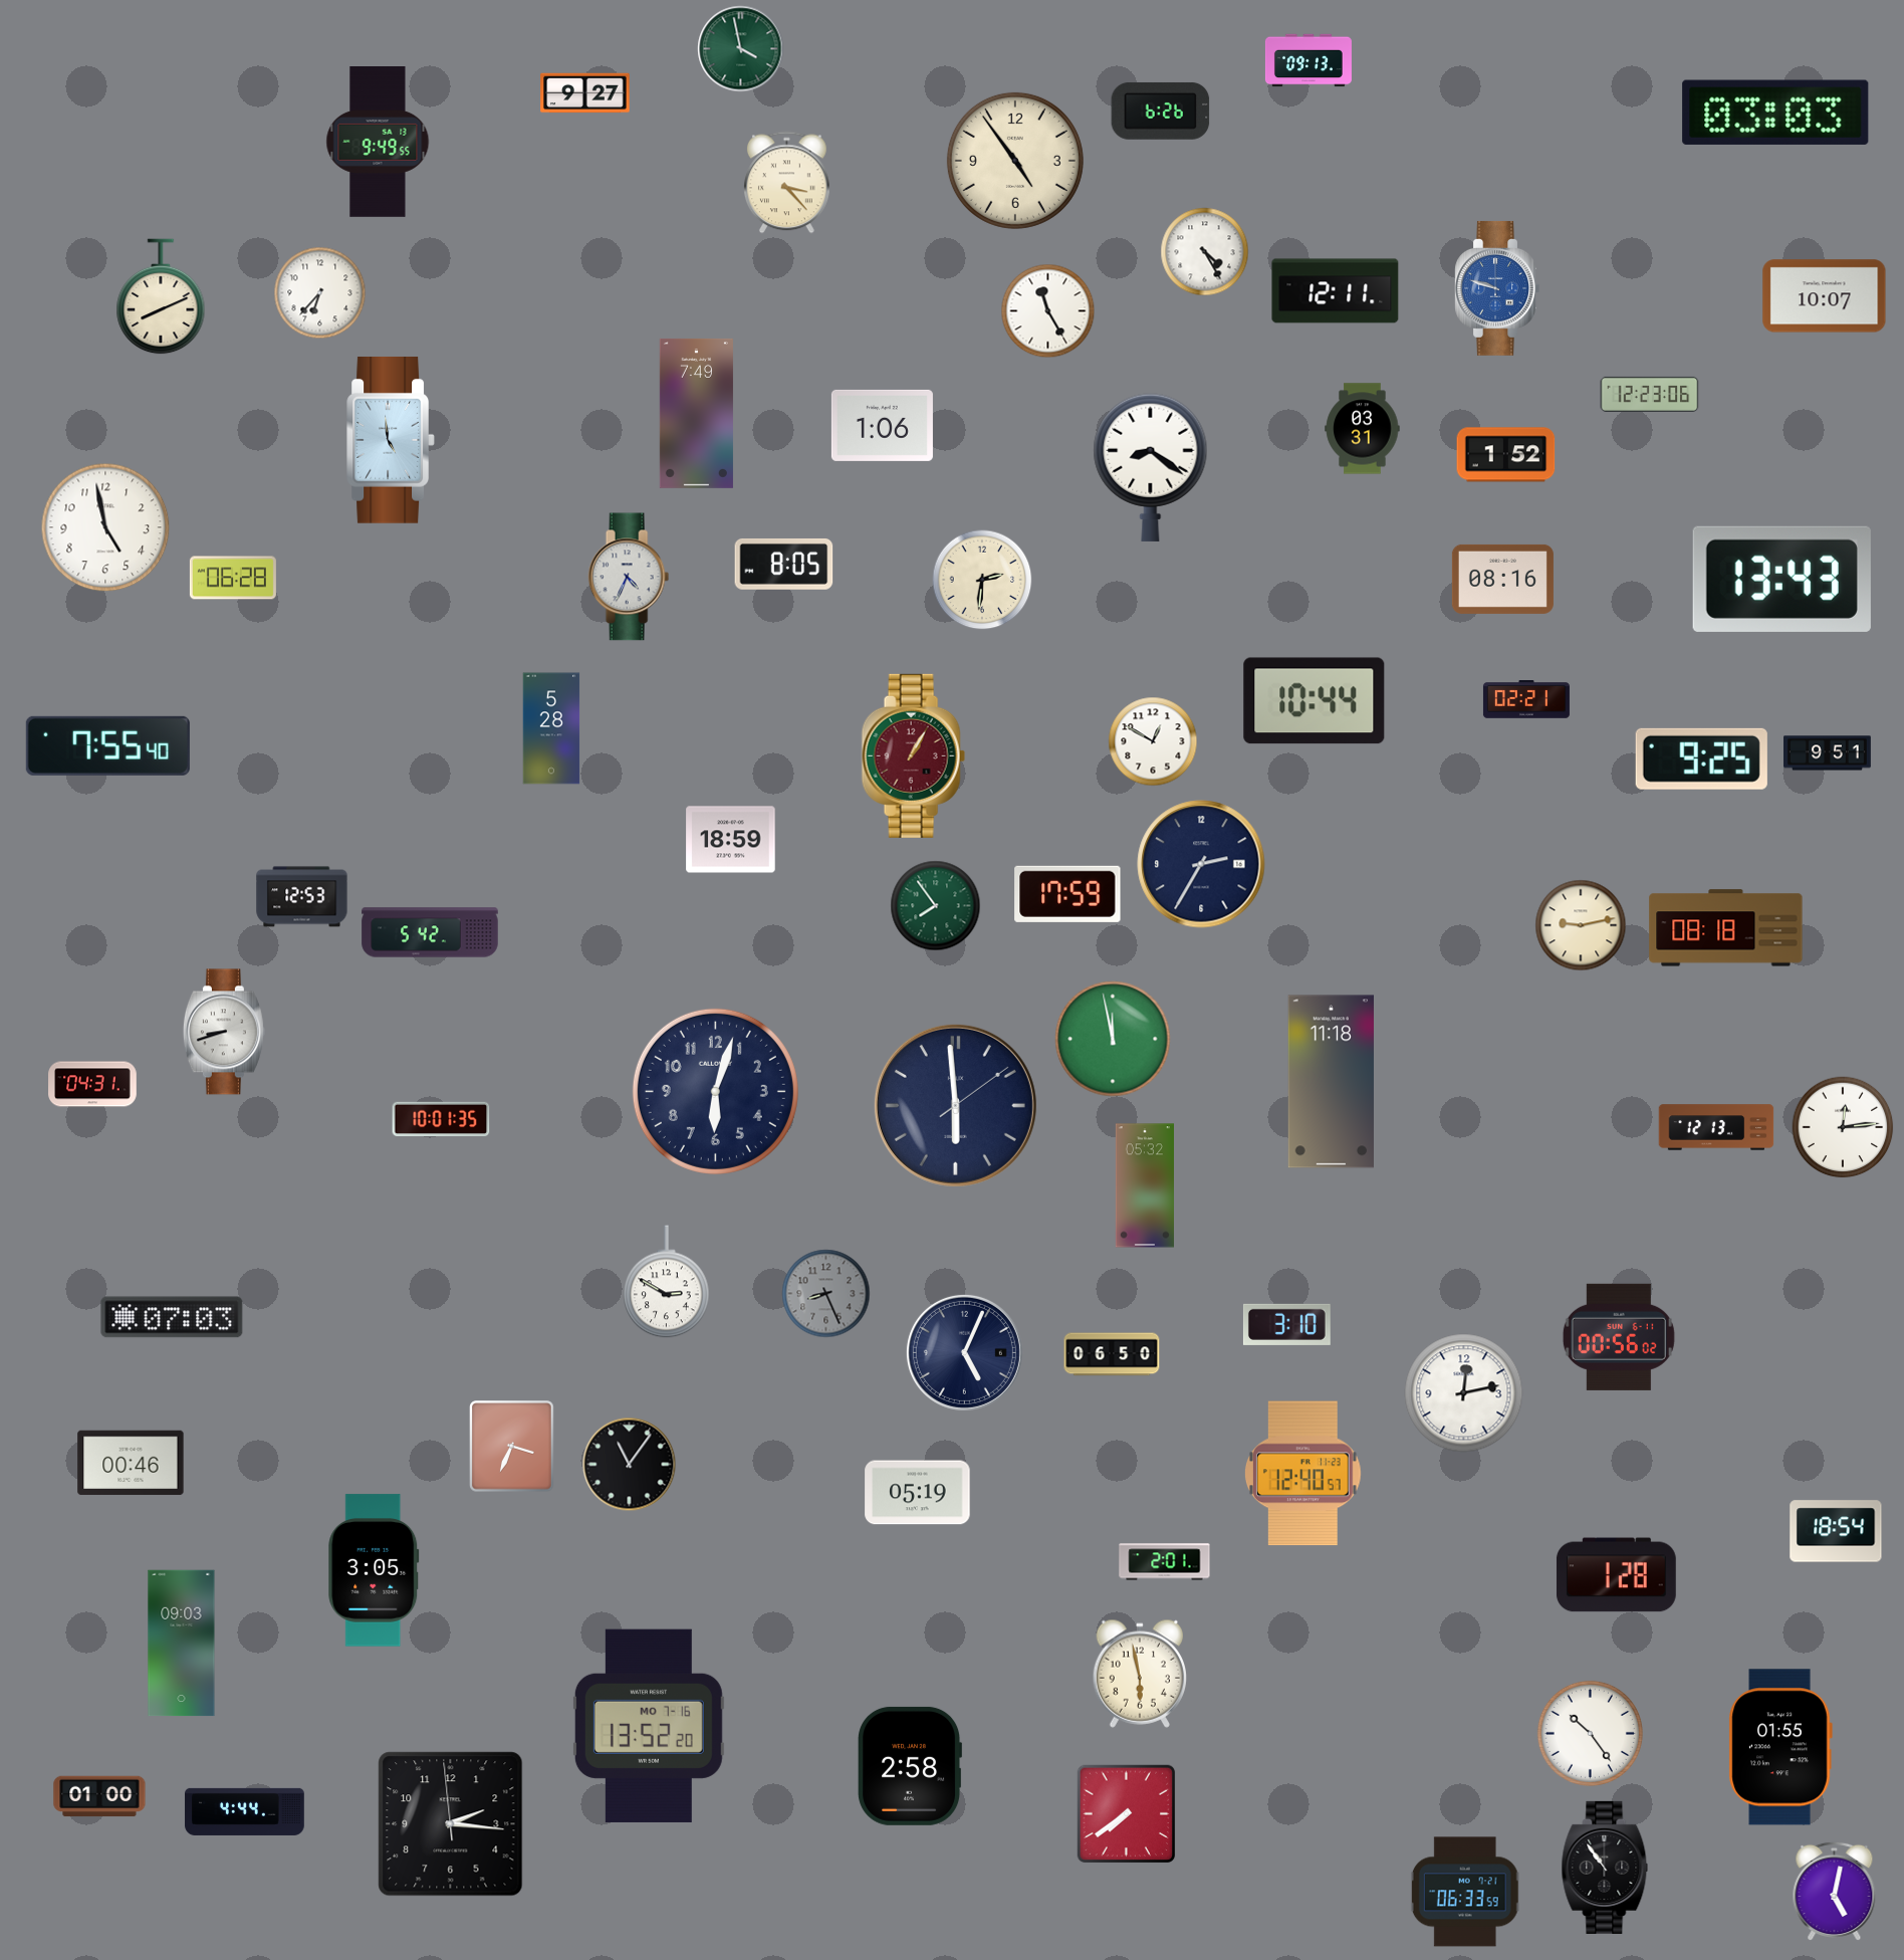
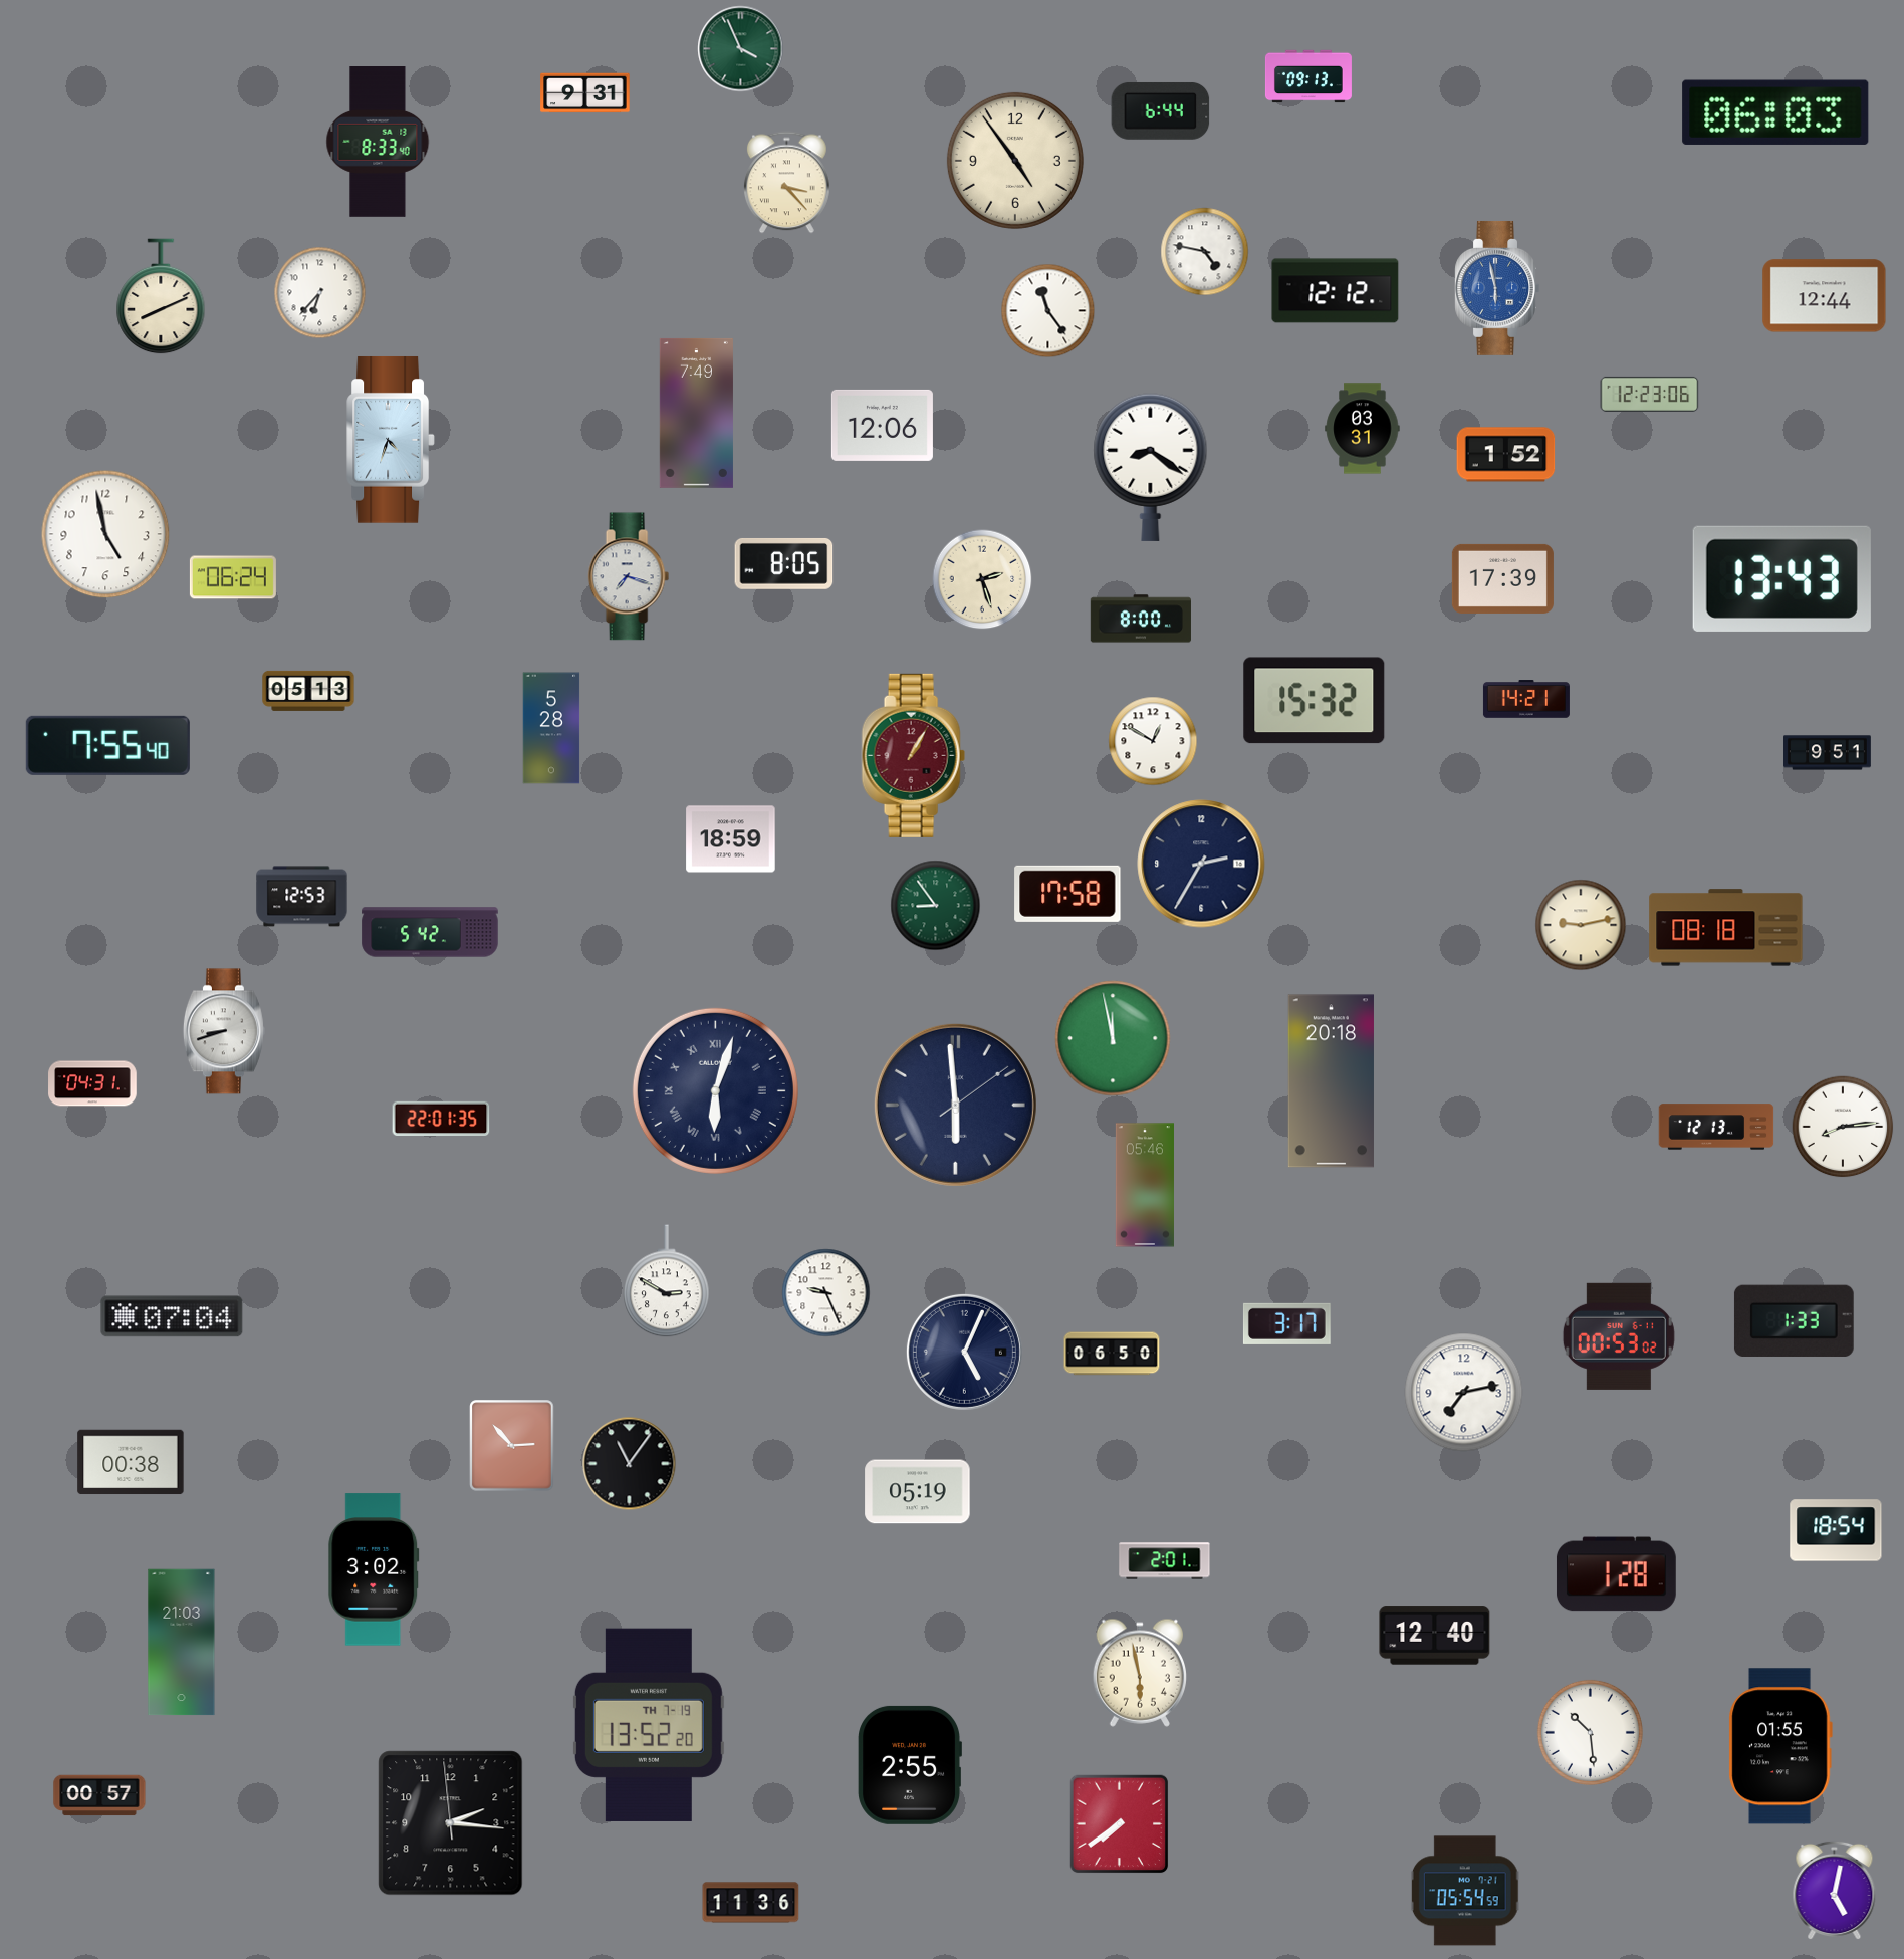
clock at (741, 49): 3:58 -> 3:56
clock at (1308, 60) position: (1308, 60) -> (1308, 76)
clock at (585, 93): 9:27 -> 9:31
clock at (1161, 111): 6:26 -> 6:44
clock at (1775, 113): 03:03 -> 06:03
clock at (378, 143): 9:49 -> 8:33
clock at (1205, 252): 4:25 -> 4:47
clock at (1497, 288): 9:48 -> 5:58
clock at (1336, 291): 12:11 -> 12:12
clock at (1825, 296): 10:07 -> 12:44
clock at (1048, 311): 11:25 -> 11:24
clock at (882, 425): 1:06 -> 12:06
clock at (391, 440): 4:59 -> 4:33
clock at (105, 527) position: (105, 527) -> (105, 534)
clock at (629, 577): 4:34 -> 7:18
clock at (233, 578): 06:28 -> 06:24
clock at (1502, 579): 08:16 -> 17:39
clock at (982, 580): 2:31 -> 2:27
clock at (1141, 619): none -> 8:00
clock at (308, 691): none -> 05:13
clock at (1526, 699): 02:21 -> 14:21
clock at (1315, 701): 10:44 -> 15:32
clock at (1701, 758): 9:25 -> none
clock at (1067, 894): 17:59 -> 17:58
clock at (936, 906): 7:54 -> 8:54
clock at (1331, 1082): 11:18 -> 20:18
clock at (715, 1091) numerals: Arabic -> Roman
clock at (441, 1119): 10:01 -> 22:01
clock at (1843, 1127): 12:14 -> 8:14
clock at (1145, 1185): 05:32 -> 05:46
clock at (826, 1294): 8:26 -> 9:26
clock at (826, 1294) dial: grey -> white
clock at (172, 1317): 07:03 -> 07:04
clock at (1794, 1320): none -> 1:33
clock at (1286, 1324): 3:10 -> 3:17
clock at (1619, 1337): 00:56 -> 00:53
clock at (1464, 1393): 12:13 -> 7:13
clock at (512, 1447): 3:34 -> 2:53
clock at (131, 1463): 00:46 -> 00:38
clock at (1303, 1474): 12:40 -> none
clock at (374, 1570): 3:05 -> 3:02
clock at (1435, 1636): none -> 12:40
clock at (182, 1644): 09:03 -> 21:03
clock at (649, 1726) date: MO 7-16 -> TH 7-19
clock at (1590, 1733): 10:24 -> 10:29
clock at (910, 1766): 2:58 -> 2:55
clock at (99, 1796): 01:00 -> 00:57
clock at (245, 1811): 4:44 -> none
clock at (1127, 1814) position: (1127, 1814) -> (1120, 1824)
clock at (1605, 1868): 10:54 -> none
clock at (1465, 1892): 06:33 -> 05:54
clock at (751, 1903): none -> 11:36
